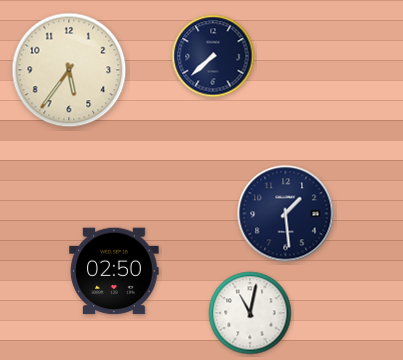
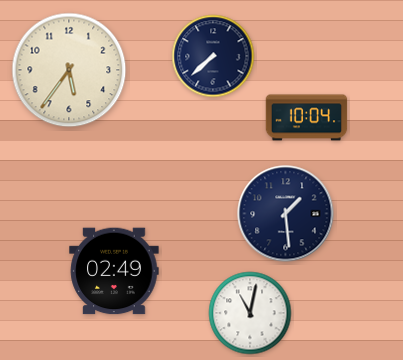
clock at (307, 118): none -> 10:04
clock at (114, 271): 02:50 -> 02:49
